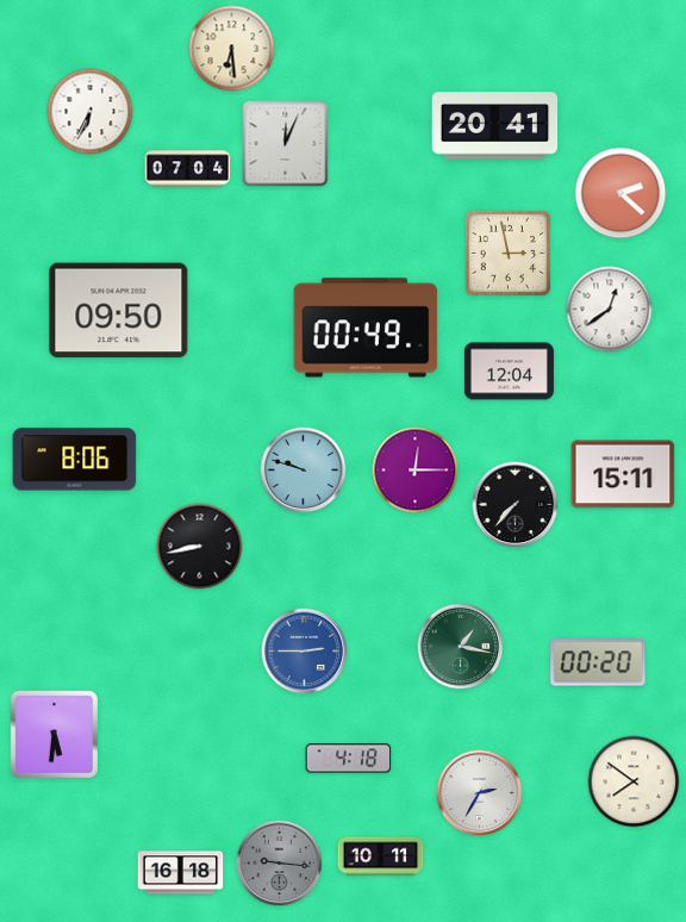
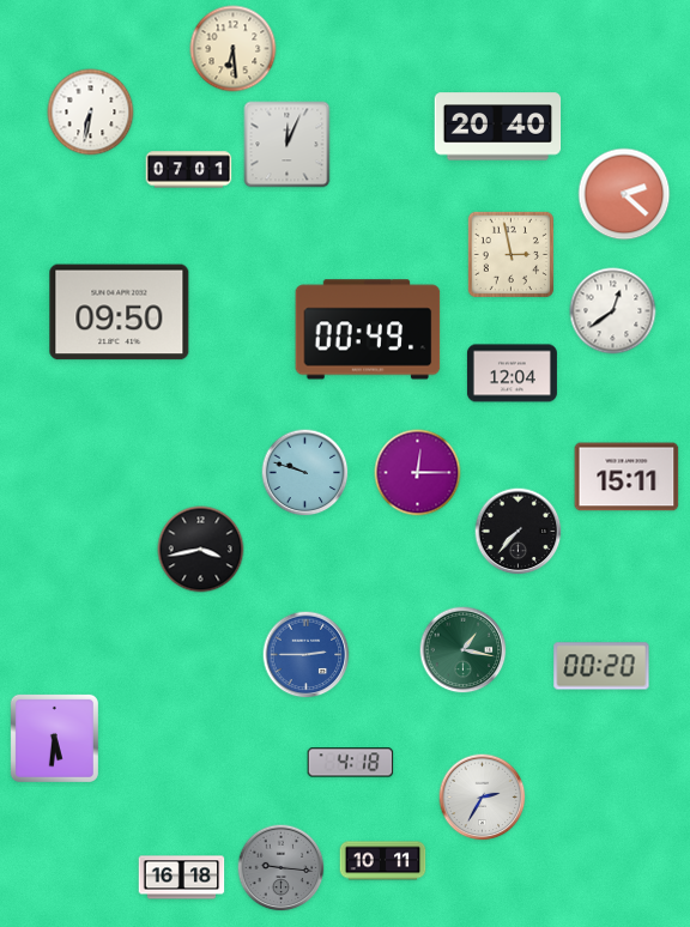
clock at (91, 112): 6:34 -> 6:32
clock at (495, 126): 20:41 -> 20:40
clock at (188, 169): 07:04 -> 07:01
clock at (75, 460): 8:06 -> none
clock at (516, 505) position: (516, 505) -> (519, 532)
clock at (200, 547): 8:43 -> 3:43
clock at (634, 781): 7:51 -> none
